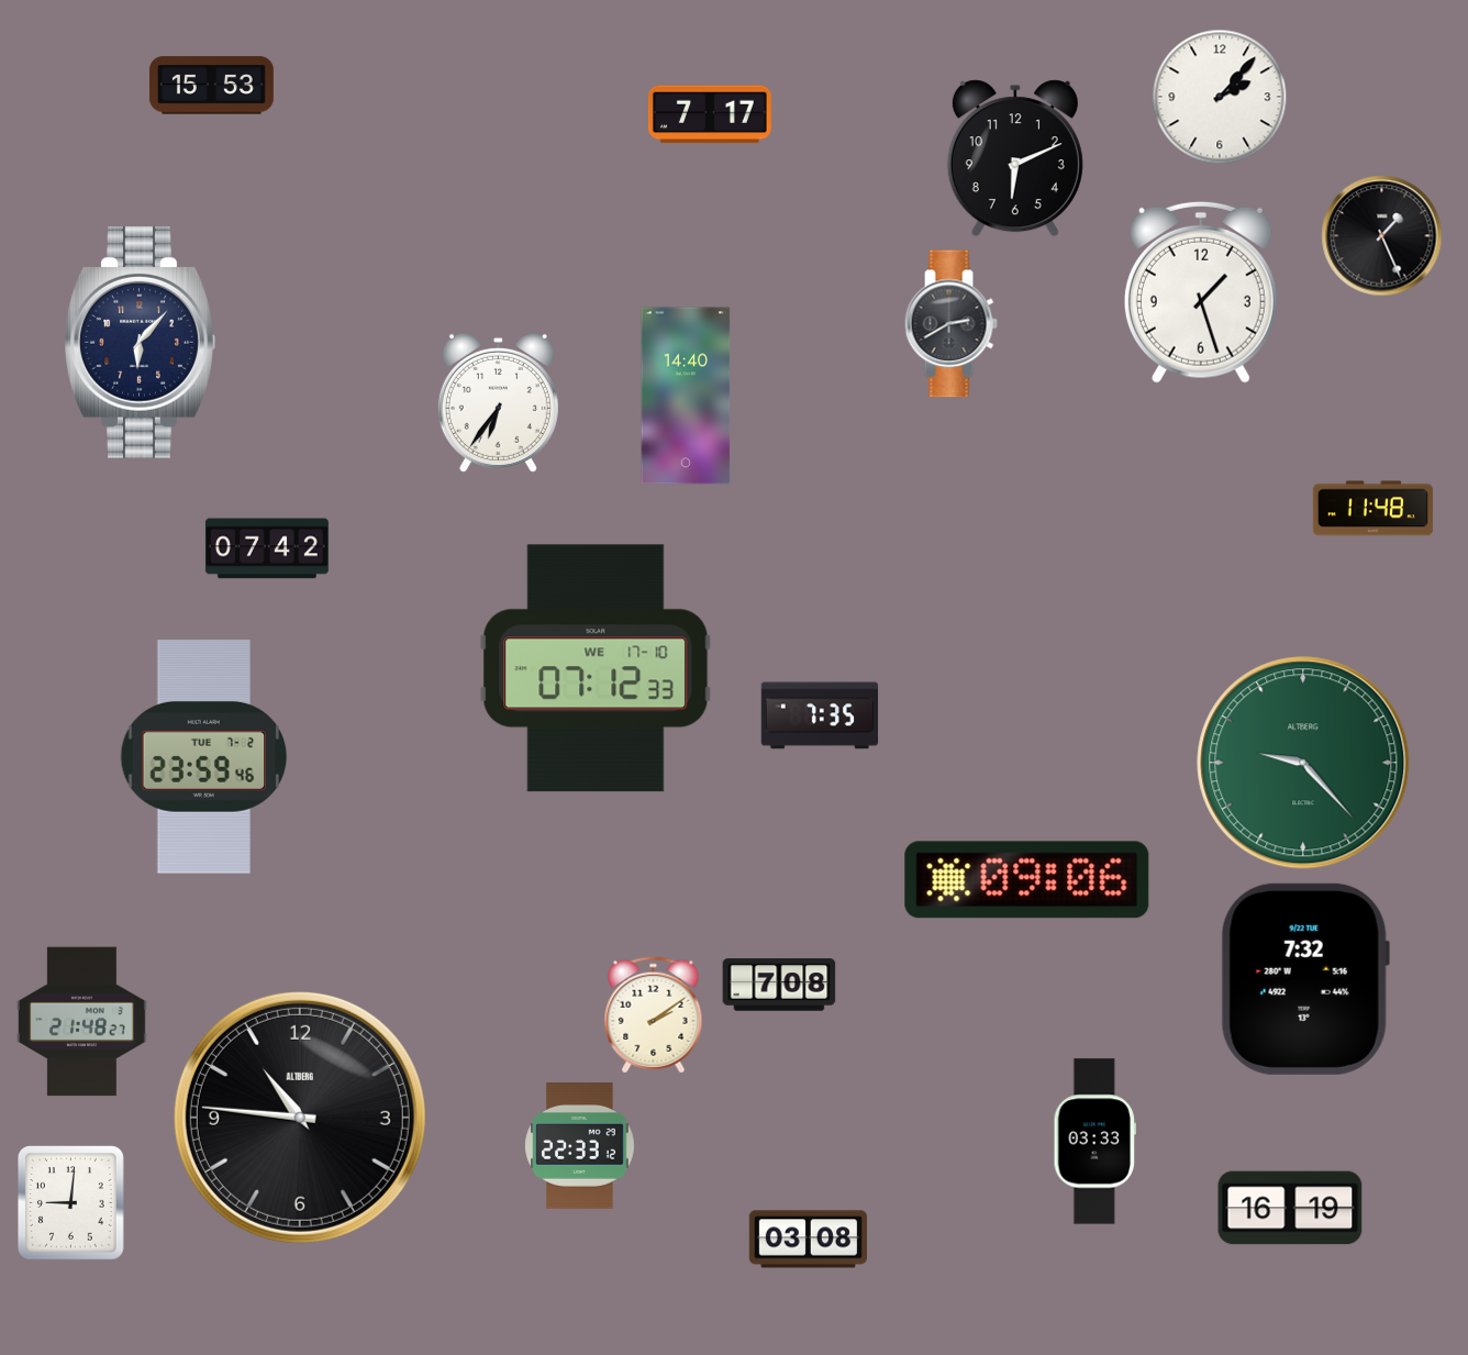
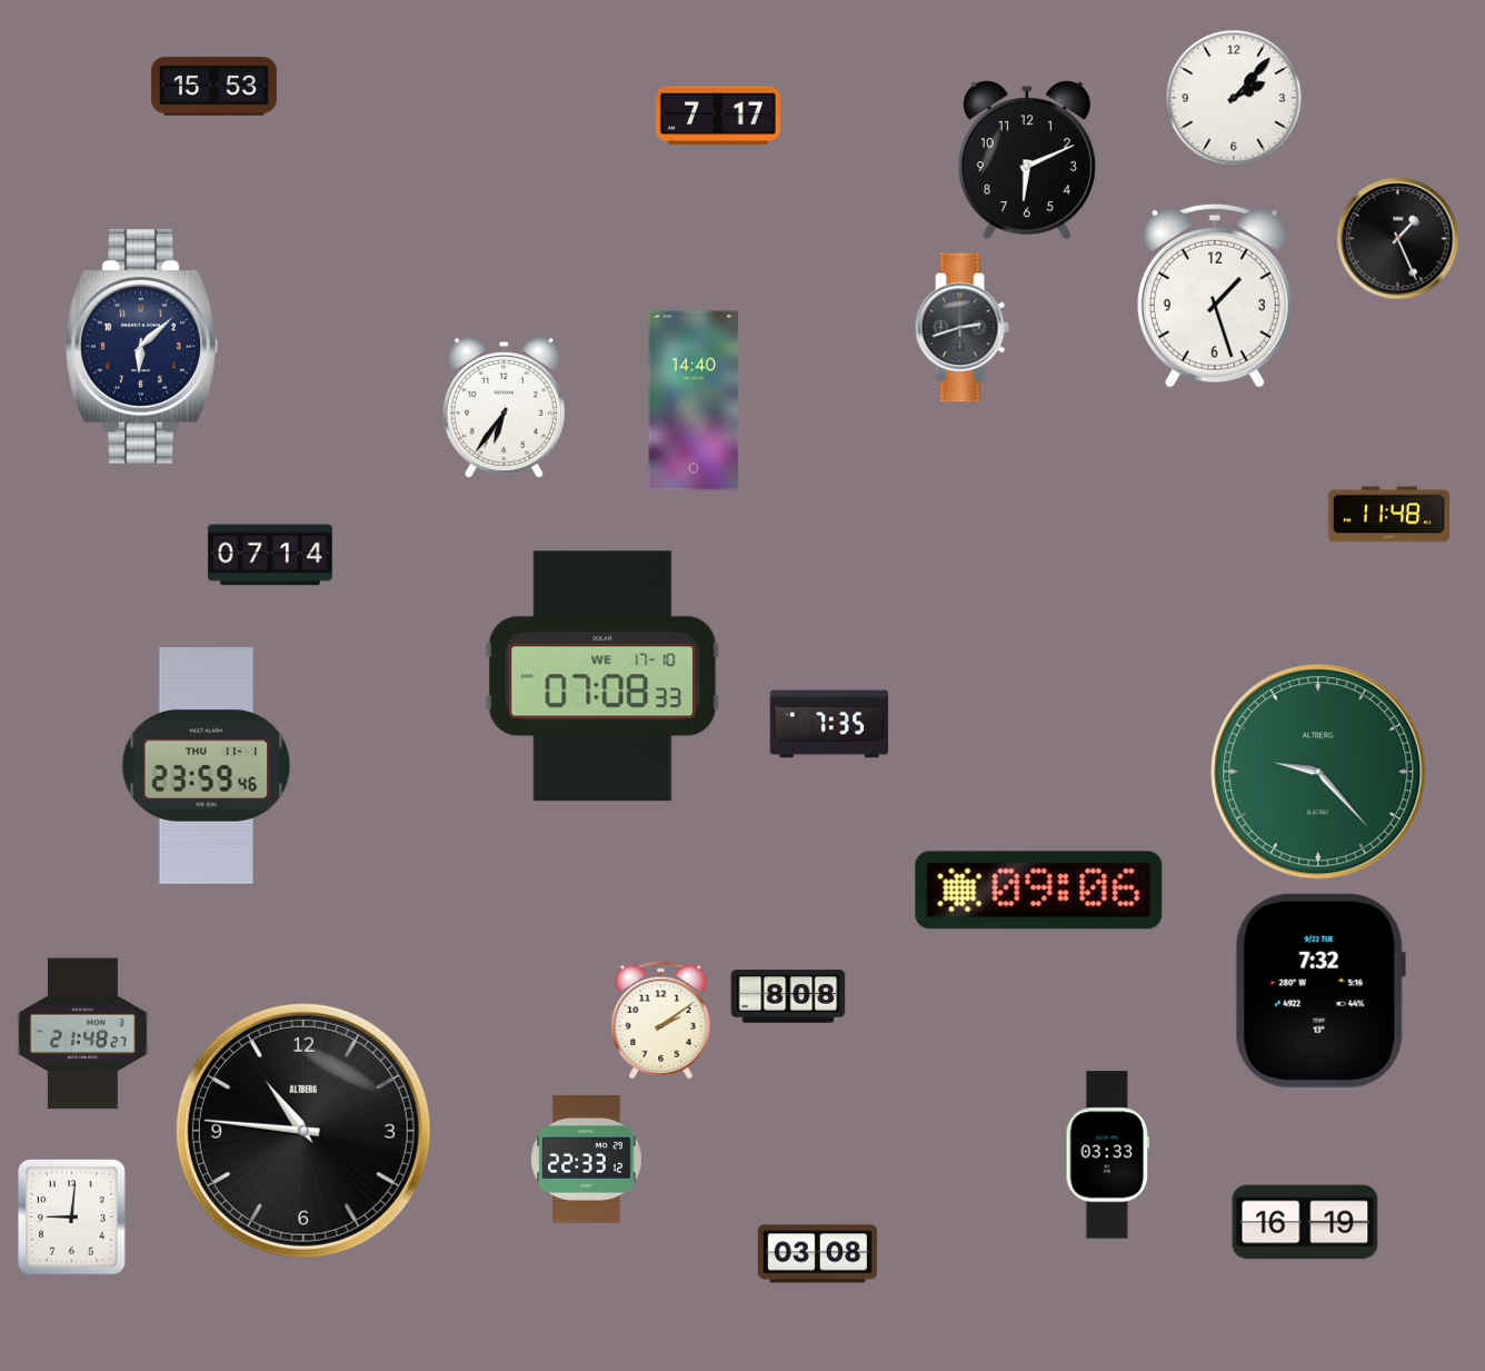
clock at (950, 324): 2:40 -> 2:42
clock at (140, 342): 6:07 -> 6:08
clock at (267, 548): 07:42 -> 07:14
clock at (596, 668): 07:12 -> 07:08
clock at (204, 757) date: TUE 7-2 -> THU 11-1
clock at (779, 985): 7:08 -> 8:08
clock at (654, 1015) position: (654, 1015) -> (661, 1021)
